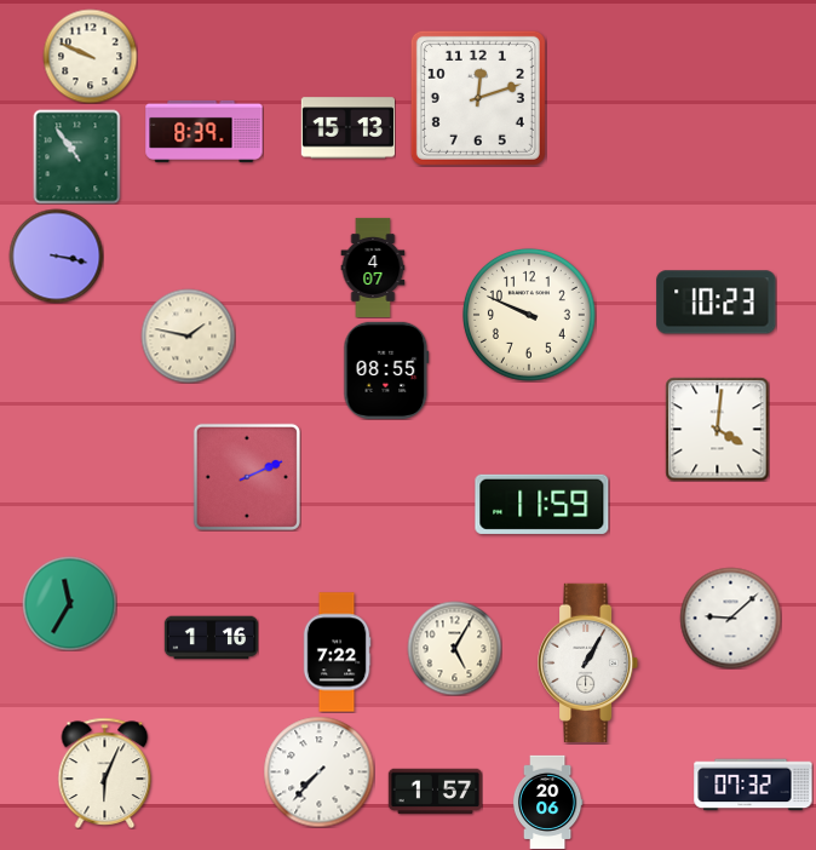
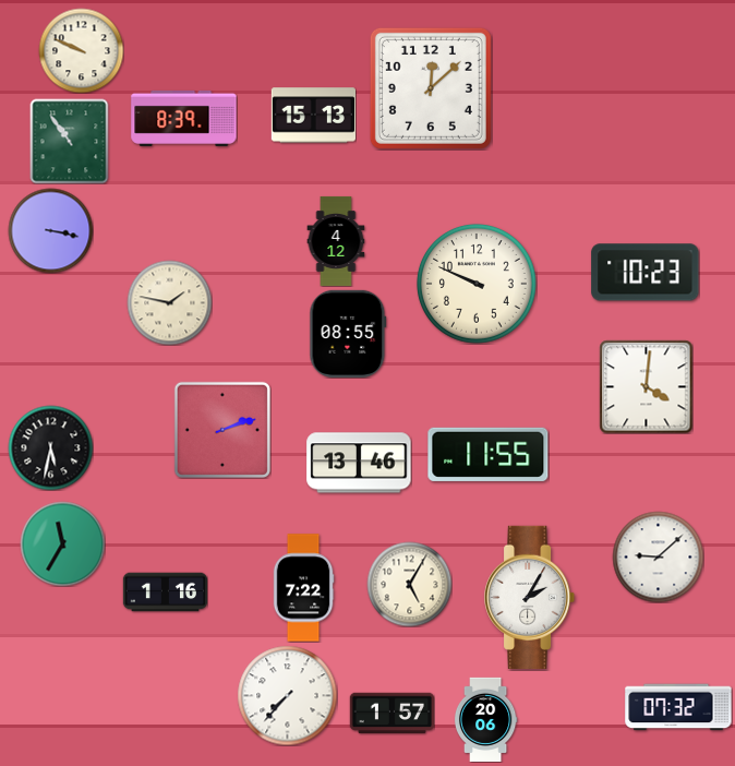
clock at (478, 98): 12:12 -> 12:08
clock at (373, 268): 4:07 -> 4:12
clock at (247, 477): 2:11 -> 2:12
clock at (50, 447): none -> 5:32
clock at (542, 504): 11:59 -> 11:55
clock at (359, 463): none -> 13:46
clock at (211, 638) position: (211, 638) -> (165, 593)
clock at (590, 662): 1:05 -> 2:05
clock at (105, 773): 6:04 -> none
clock at (547, 802) position: (547, 802) -> (485, 719)
